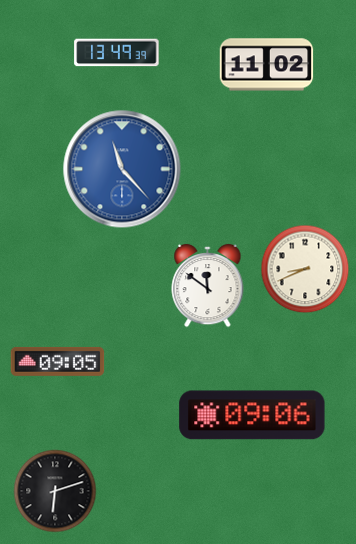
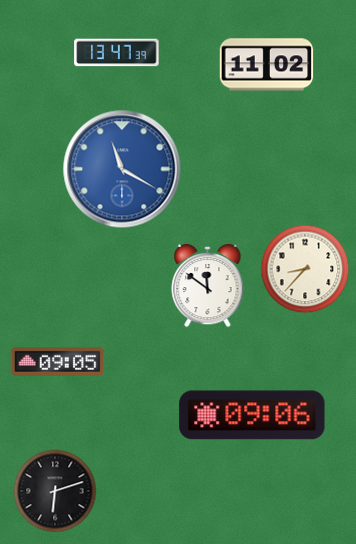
clock at (117, 53): 13:49 -> 13:47
clock at (122, 169): 11:23 -> 11:20
clock at (305, 269): 8:41 -> 8:37
